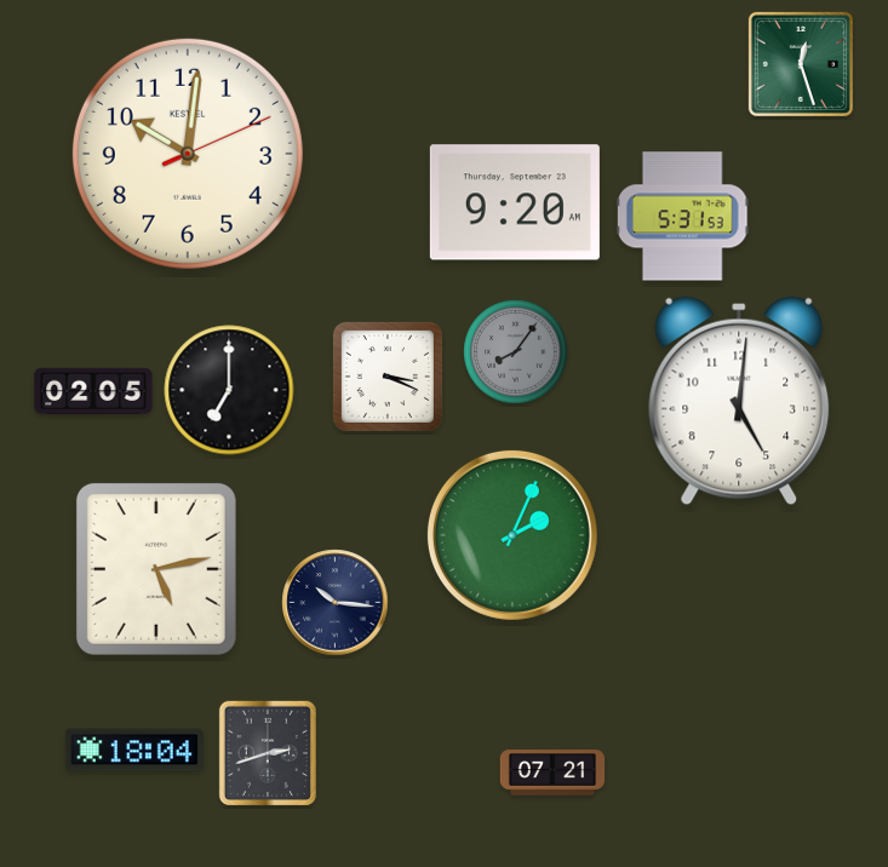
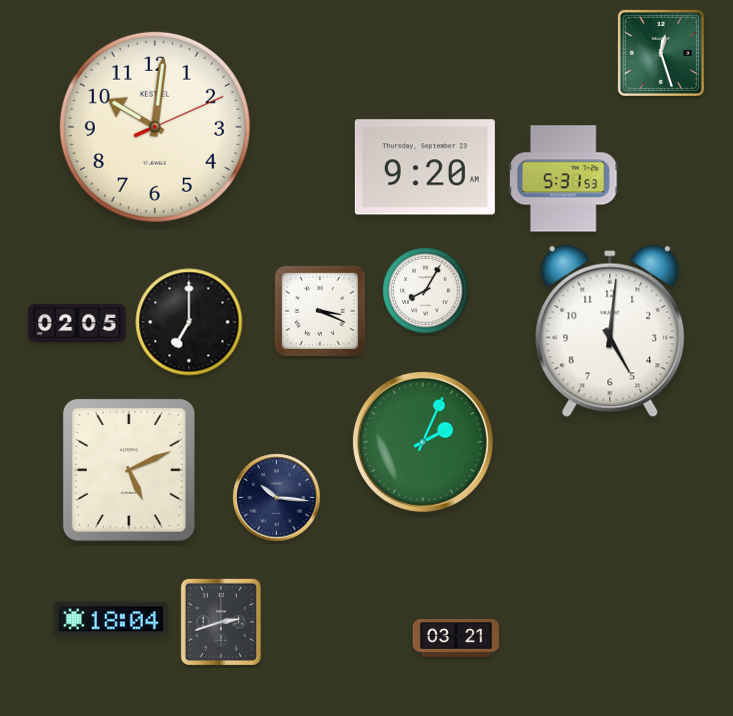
clock at (516, 352): 8:06 -> 8:05
clock at (516, 352) dial: grey -> white
clock at (156, 569): 5:13 -> 5:11
clock at (552, 773): 07:21 -> 03:21
